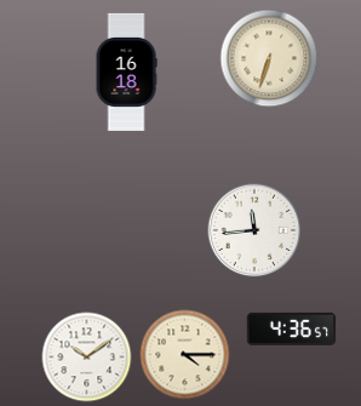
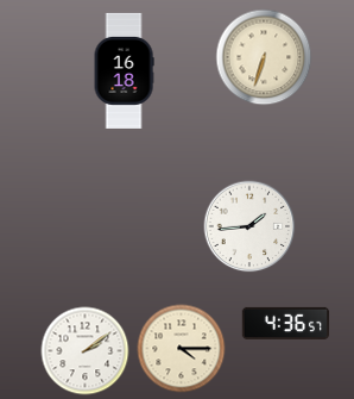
clock at (254, 230): 11:44 -> 1:44
clock at (87, 358): 10:09 -> 2:09
